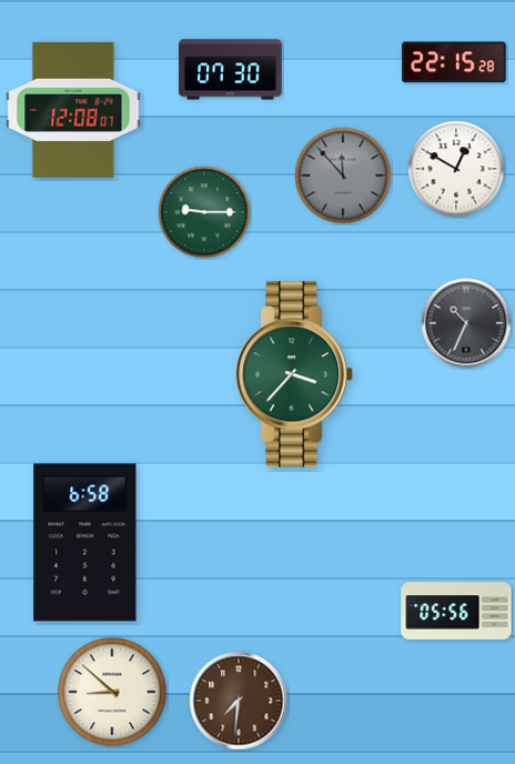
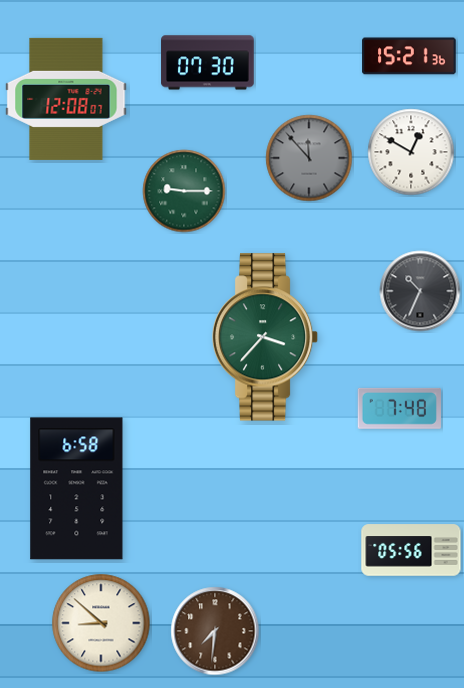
clock at (454, 62): 22:15 -> 15:21
clock at (399, 408): none -> 7:48
